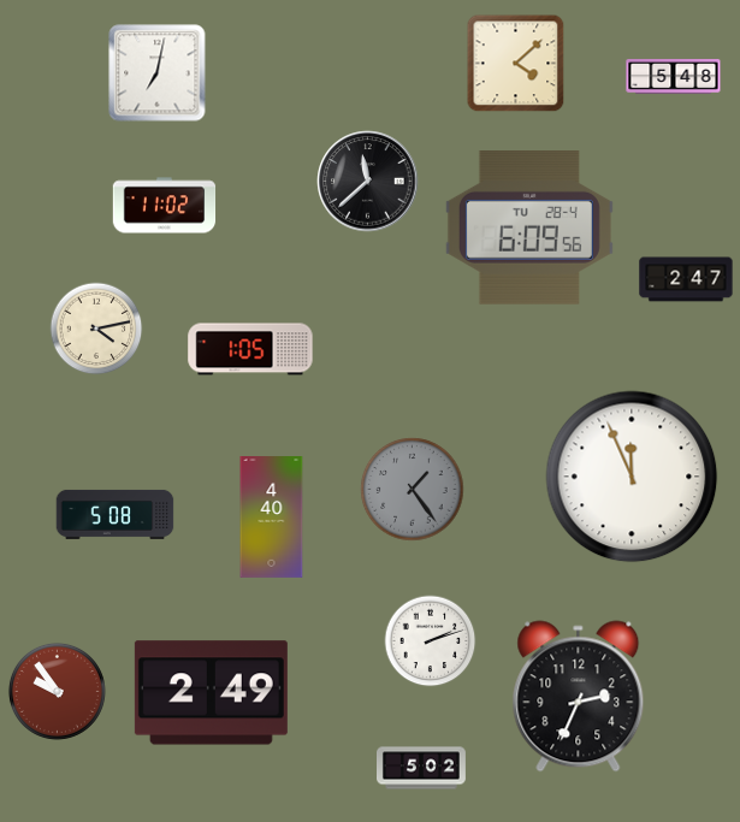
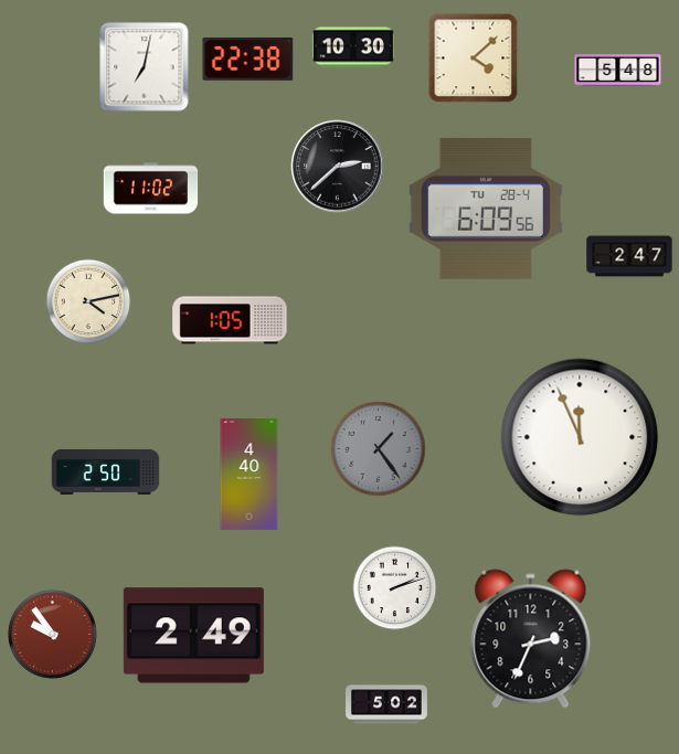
clock at (353, 47): none -> 10:30
clock at (248, 59): none -> 22:38
clock at (368, 182): 11:38 -> 2:38
clock at (116, 514): 5:08 -> 2:50
